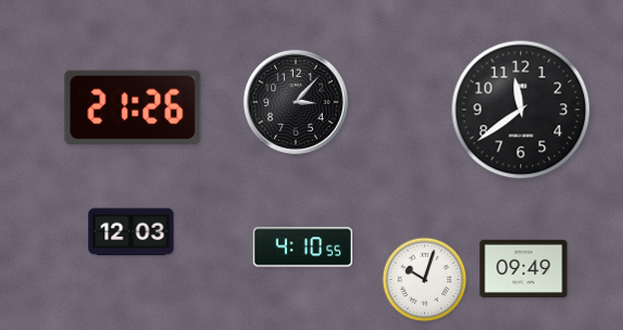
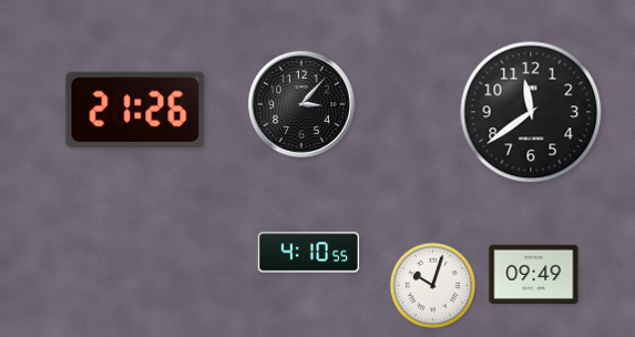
clock at (132, 232): 12:03 -> none
